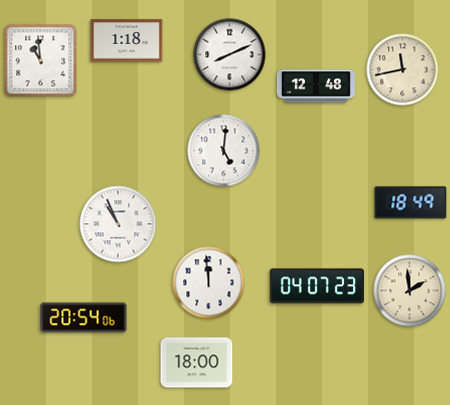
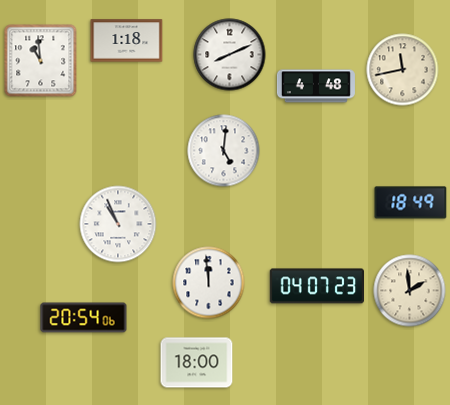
clock at (316, 86): 12:48 -> 4:48
